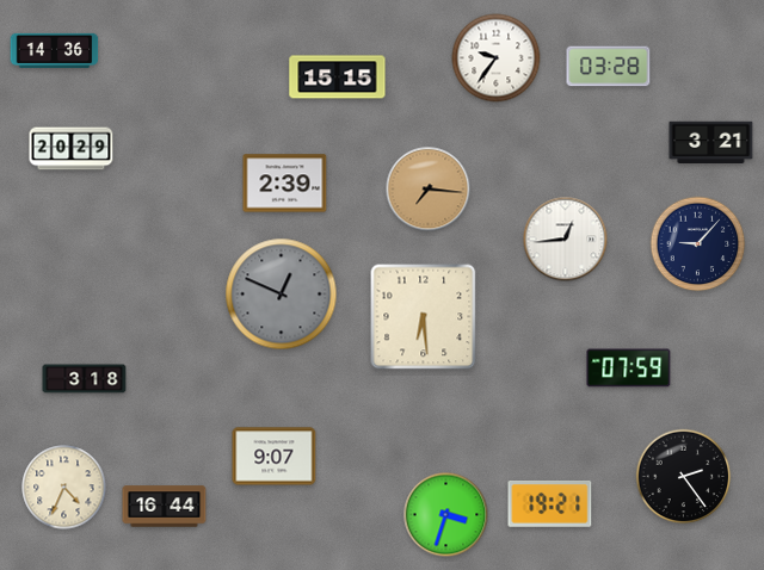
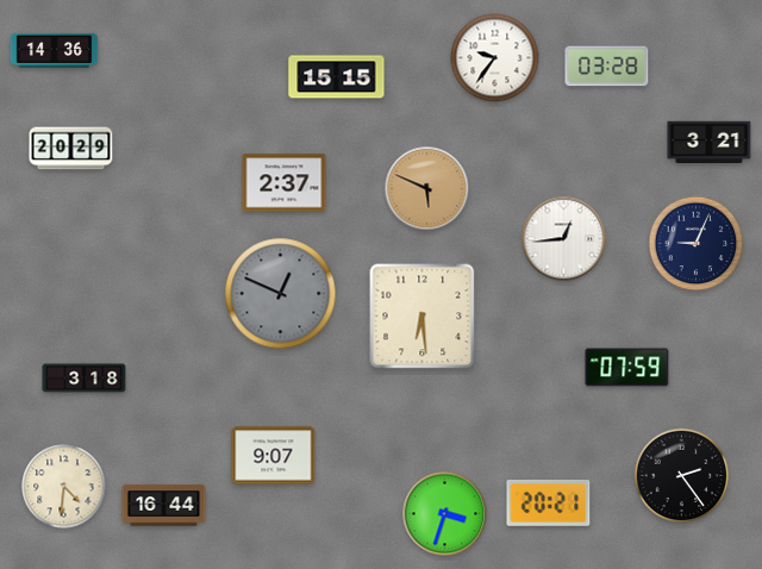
clock at (285, 184): 2:39 -> 2:37
clock at (429, 190): 7:16 -> 5:49
clock at (698, 244): 9:07 -> 9:04
clock at (64, 488): 4:34 -> 4:31
clock at (550, 503): 19:21 -> 20:21
